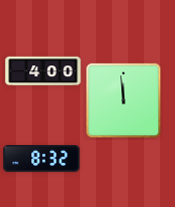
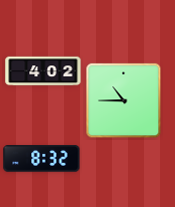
clock at (43, 71): 4:00 -> 4:02
clock at (124, 101): 11:59 -> 10:45
